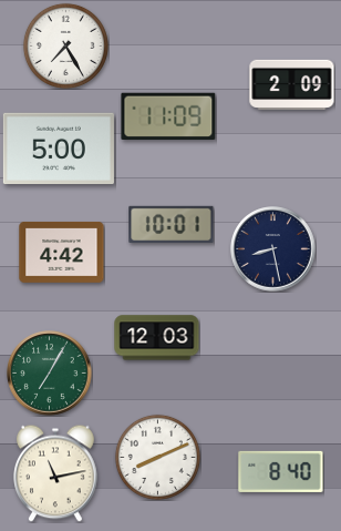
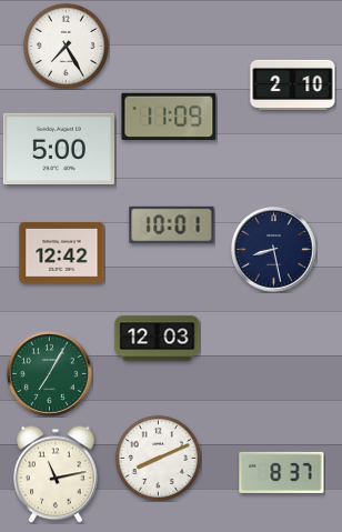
clock at (292, 84): 2:09 -> 2:10
clock at (62, 252): 4:42 -> 12:42
clock at (281, 471): 8:40 -> 8:37
